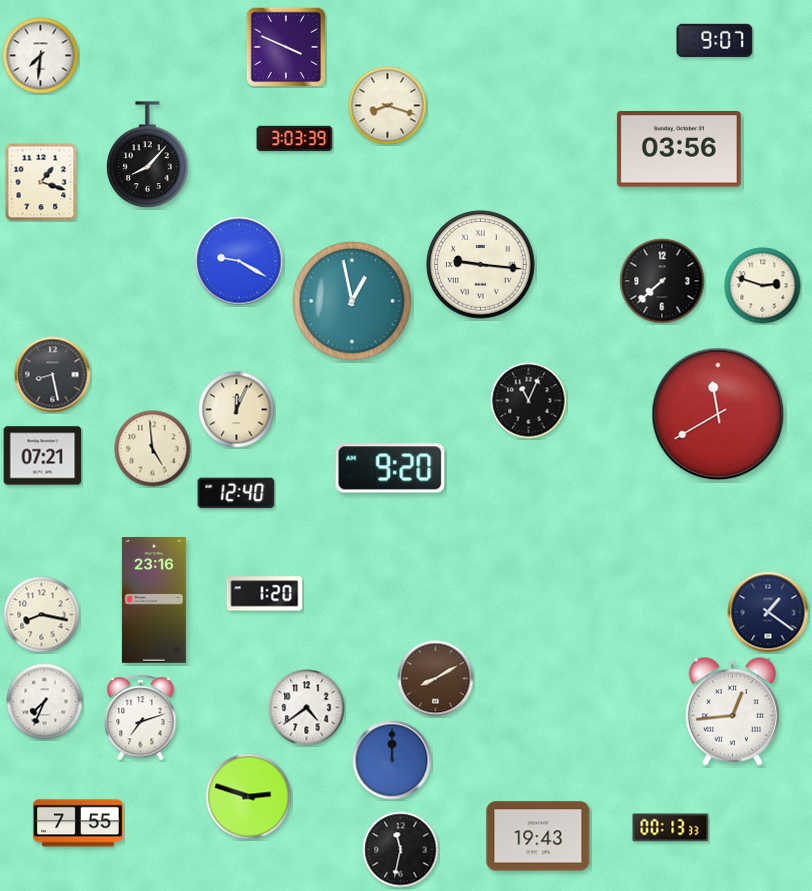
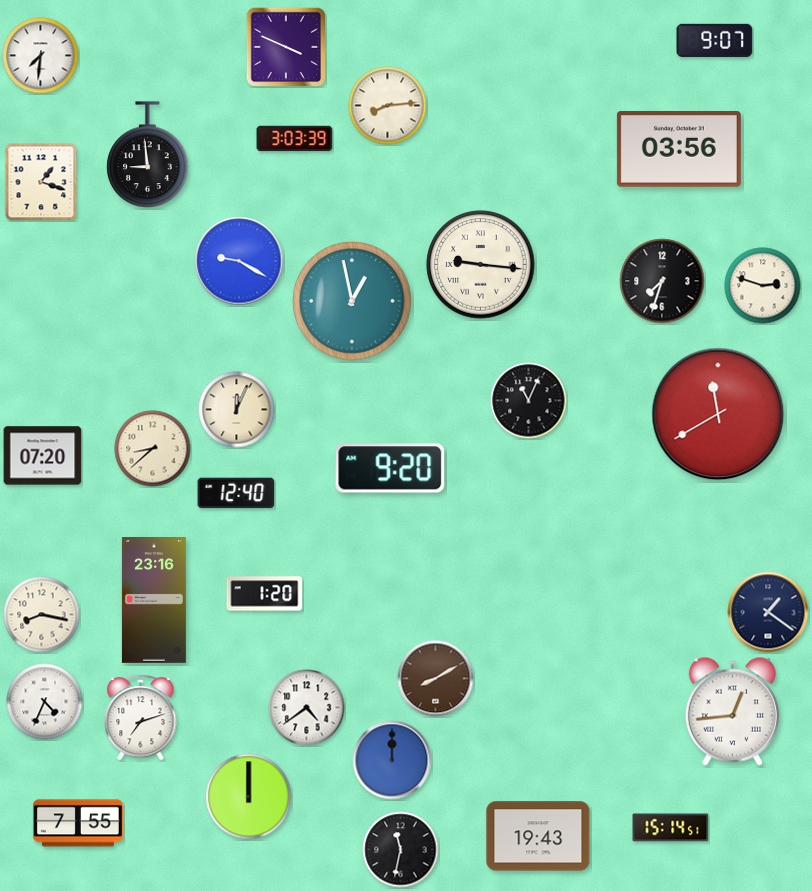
clock at (388, 106): 8:18 -> 8:14
clock at (148, 155): 8:07 -> 8:59
clock at (662, 281): 7:38 -> 7:33
clock at (53, 375): 8:28 -> none
clock at (153, 449): 4:59 -> 8:38
clock at (43, 456): 07:21 -> 07:20
clock at (45, 702): 7:34 -> 4:34
clock at (249, 797): 2:48 -> 12:00
clock at (671, 828): 00:13 -> 15:14
